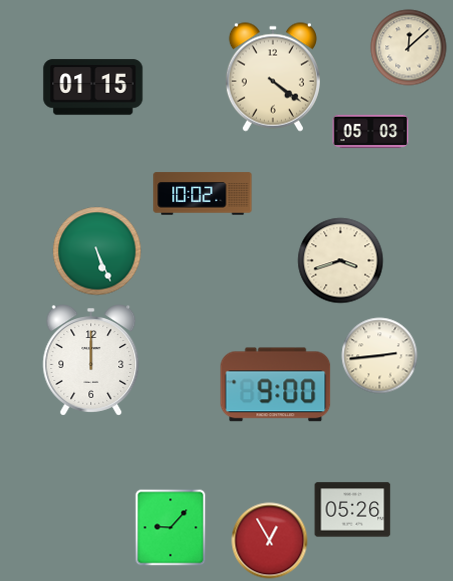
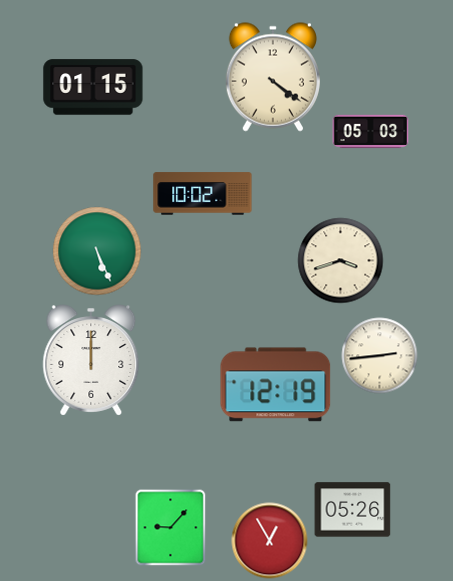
clock at (409, 48): 12:08 -> none
clock at (276, 385): 9:00 -> 12:19
